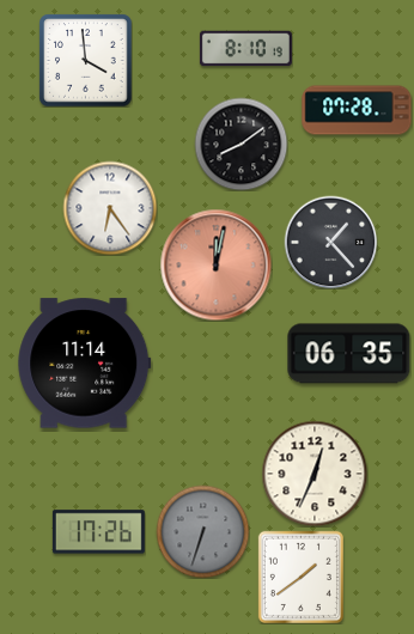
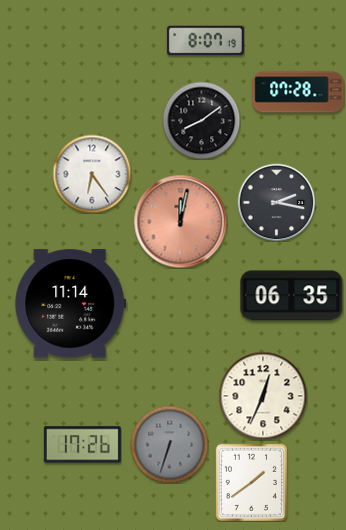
clock at (245, 49): 8:10 -> 8:07
clock at (85, 60): 3:59 -> none
clock at (330, 242): 1:23 -> 2:17
